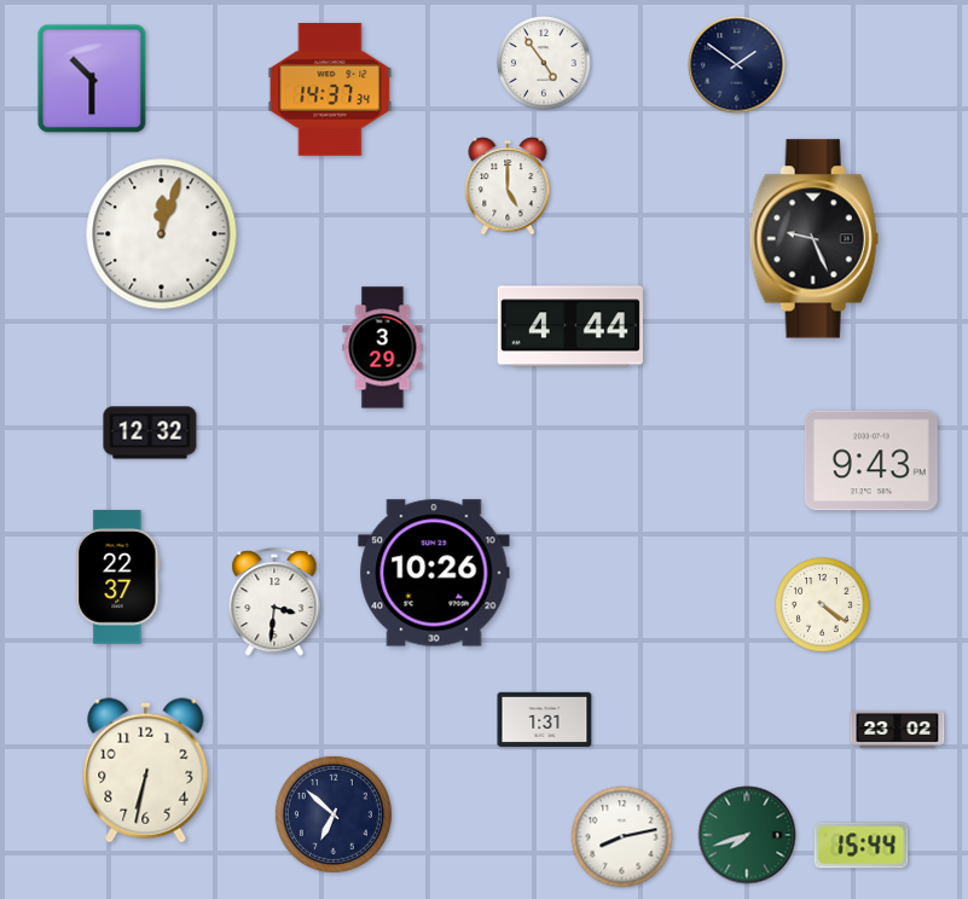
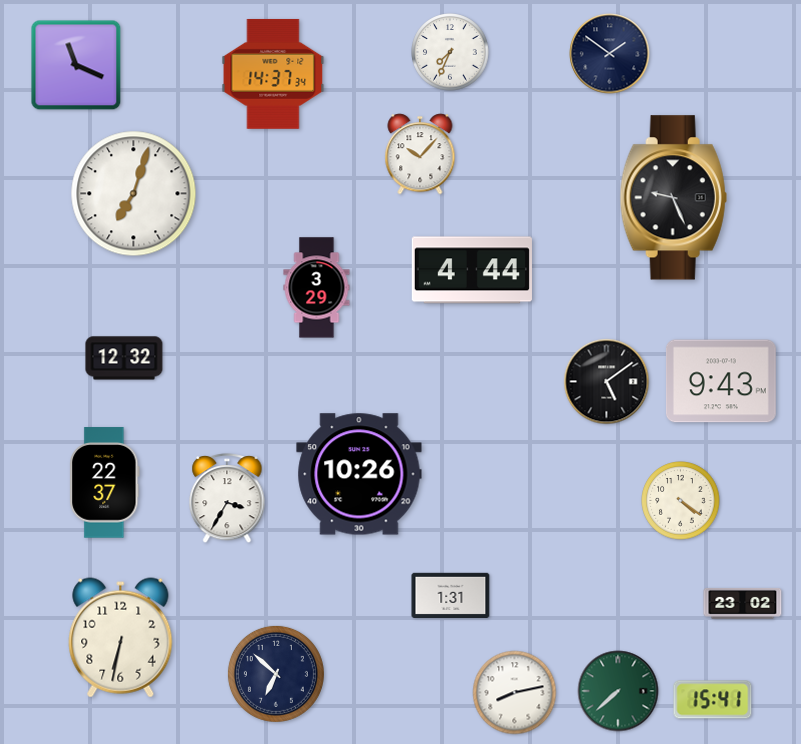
clock at (544, 63): 4:54 -> 7:34
clock at (92, 79): 10:30 -> 11:19
clock at (508, 186): 5:00 -> 10:07
clock at (162, 234): 12:03 -> 7:03
clock at (607, 382): none -> 5:09
clock at (118, 578) position: (118, 578) -> (105, 483)
clock at (274, 603): 3:31 -> 3:35
clock at (747, 835): 7:42 -> 7:38
clock at (862, 846): 15:44 -> 15:41
